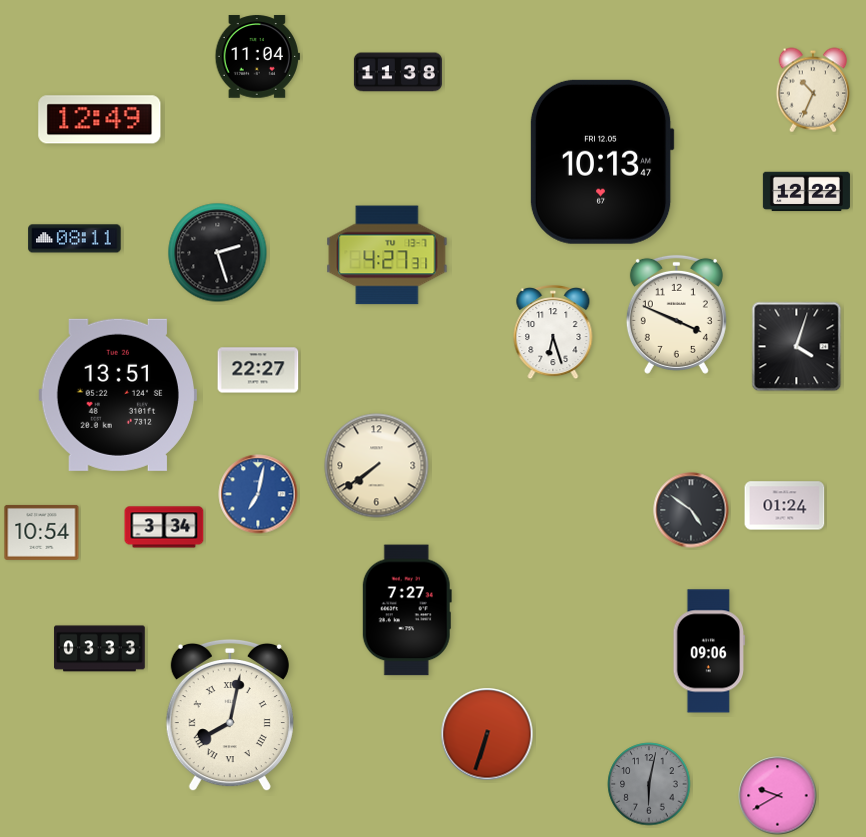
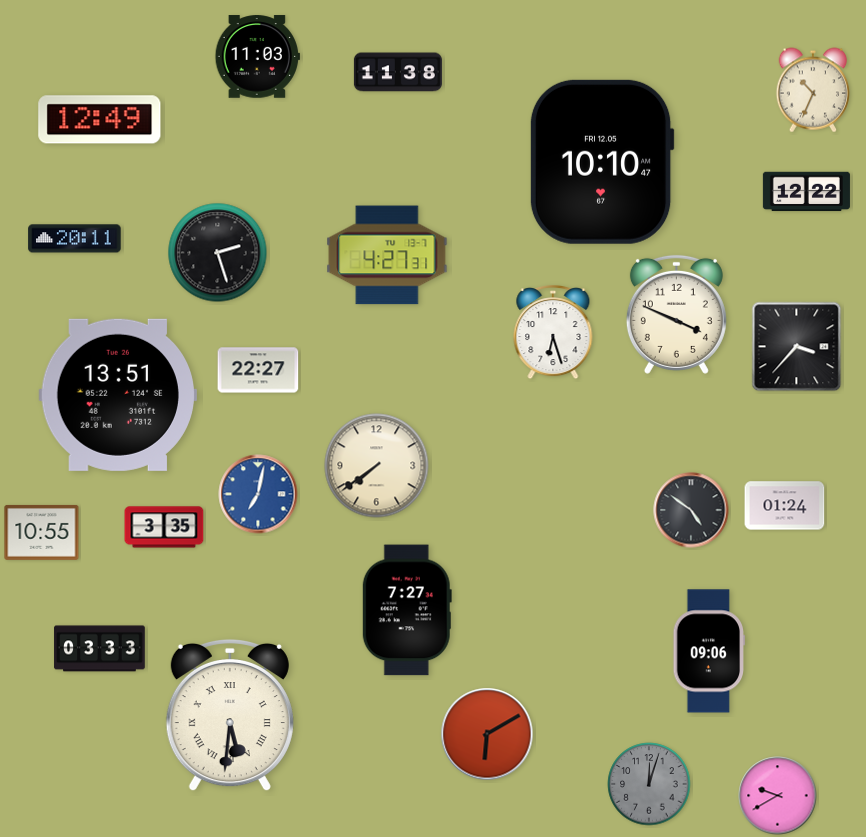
clock at (257, 57): 11:04 -> 11:03
clock at (602, 162): 10:13 -> 10:10
clock at (75, 239): 08:11 -> 20:11
clock at (797, 347): 4:03 -> 3:37
clock at (164, 527): 3:34 -> 3:35
clock at (42, 532): 10:54 -> 10:55
clock at (230, 715): 8:02 -> 5:31
clock at (487, 734): 6:33 -> 6:10
clock at (649, 784): 6:02 -> 12:03
